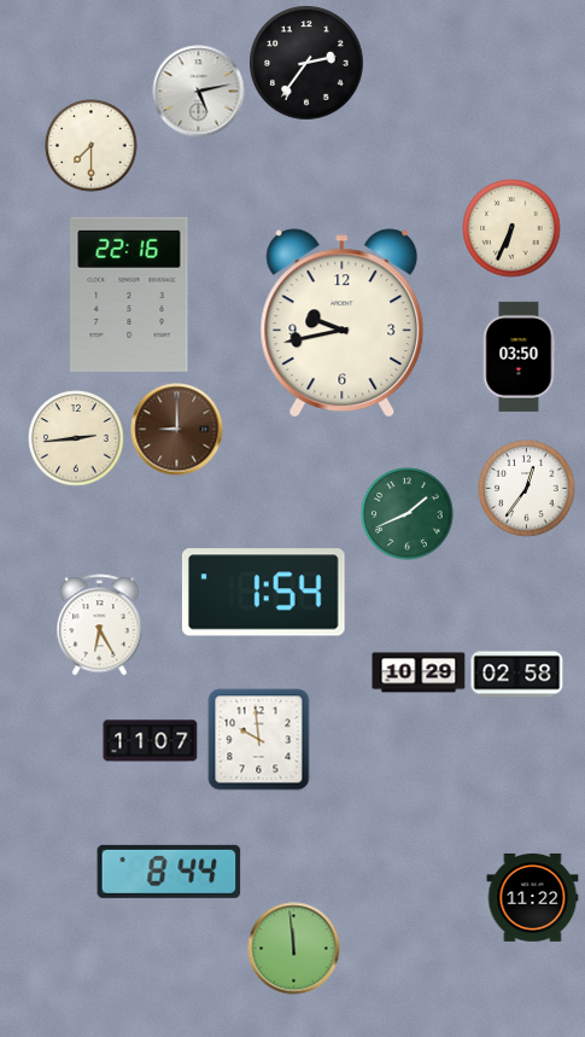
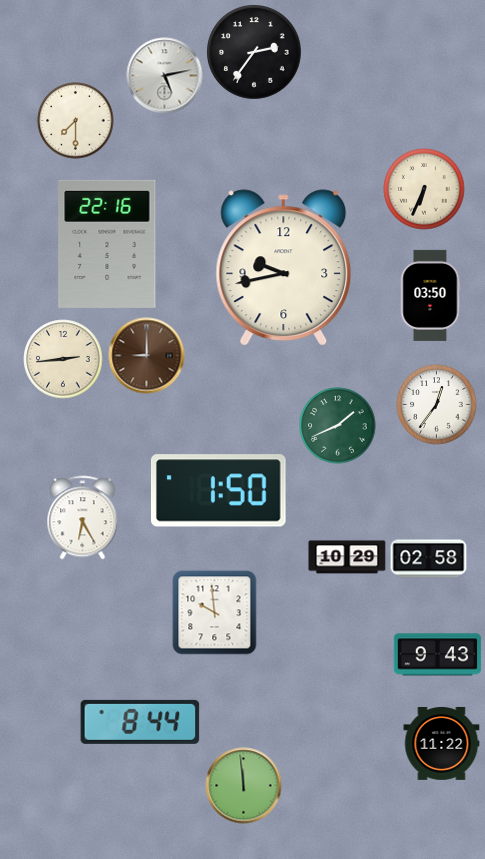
clock at (76, 438) position: (76, 438) -> (63, 359)
clock at (263, 593): 1:54 -> 1:50
clock at (151, 741): 11:07 -> none
clock at (438, 655): none -> 9:43
